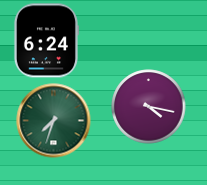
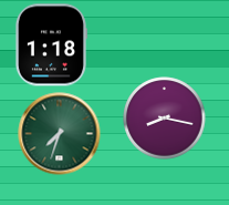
clock at (46, 41): 6:24 -> 1:18
clock at (149, 107): 4:17 -> 8:17
